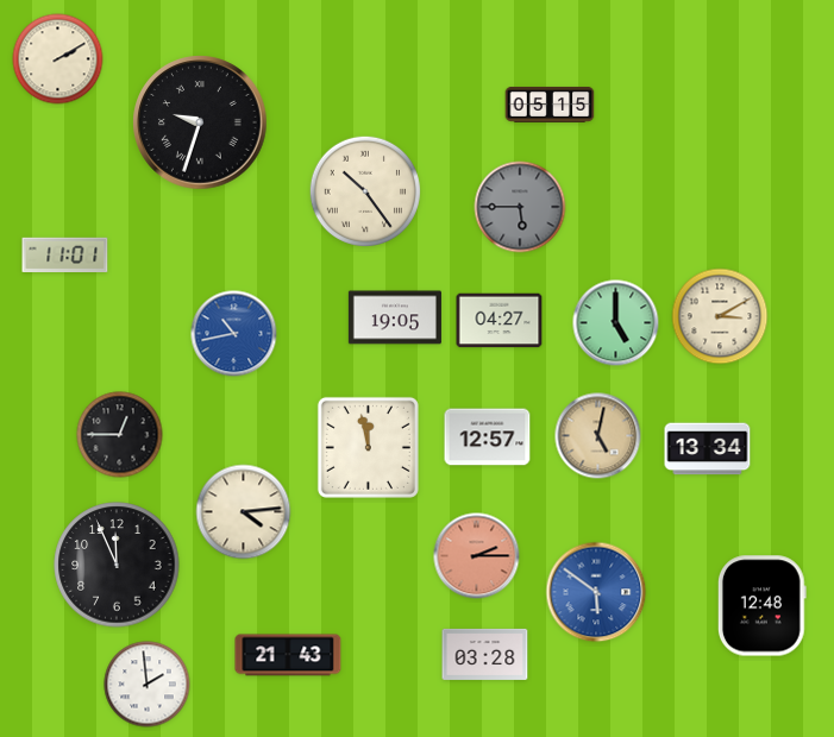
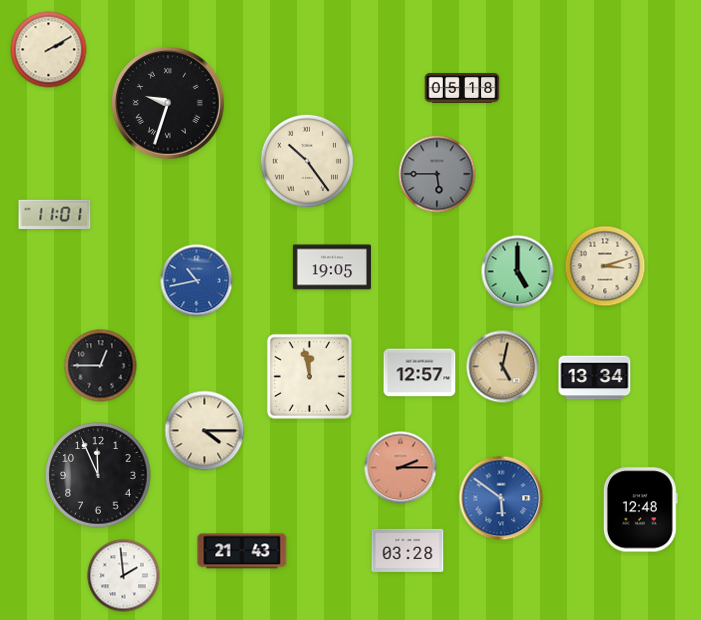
clock at (550, 105): 05:15 -> 05:18
clock at (720, 316): 3:10 -> 3:12
clock at (500, 321): 04:27 -> none
clock at (488, 437) position: (488, 437) -> (420, 373)
clock at (244, 512): 4:14 -> 4:15
